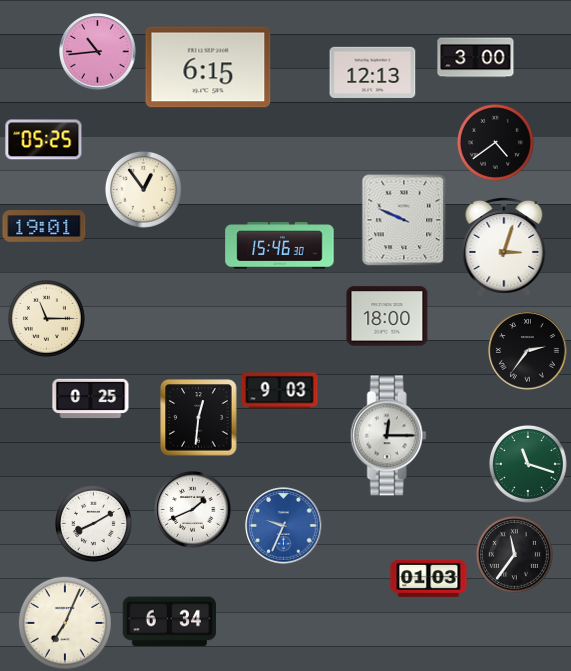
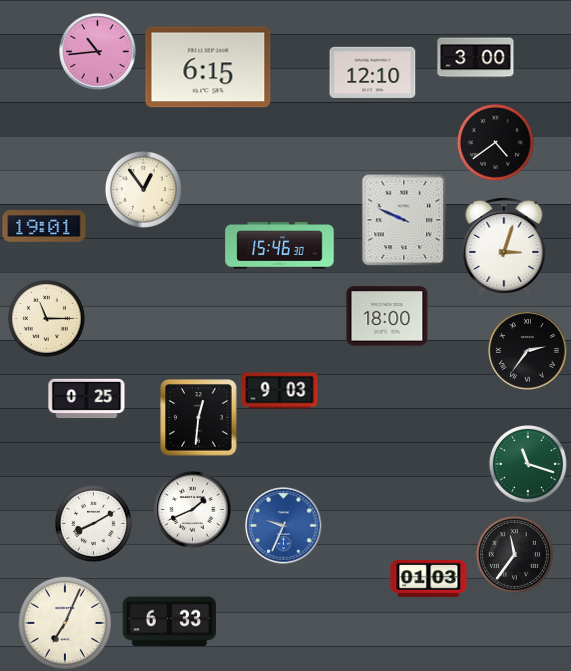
clock at (373, 72): 12:13 -> 12:10
clock at (44, 140): 05:25 -> none
clock at (91, 399) position: (91, 399) -> (87, 399)
clock at (388, 436): 12:15 -> none
clock at (170, 622): 6:34 -> 6:33
